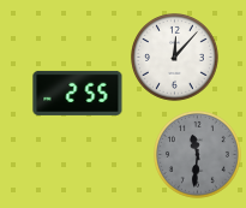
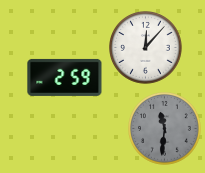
clock at (78, 93): 2:55 -> 2:59
